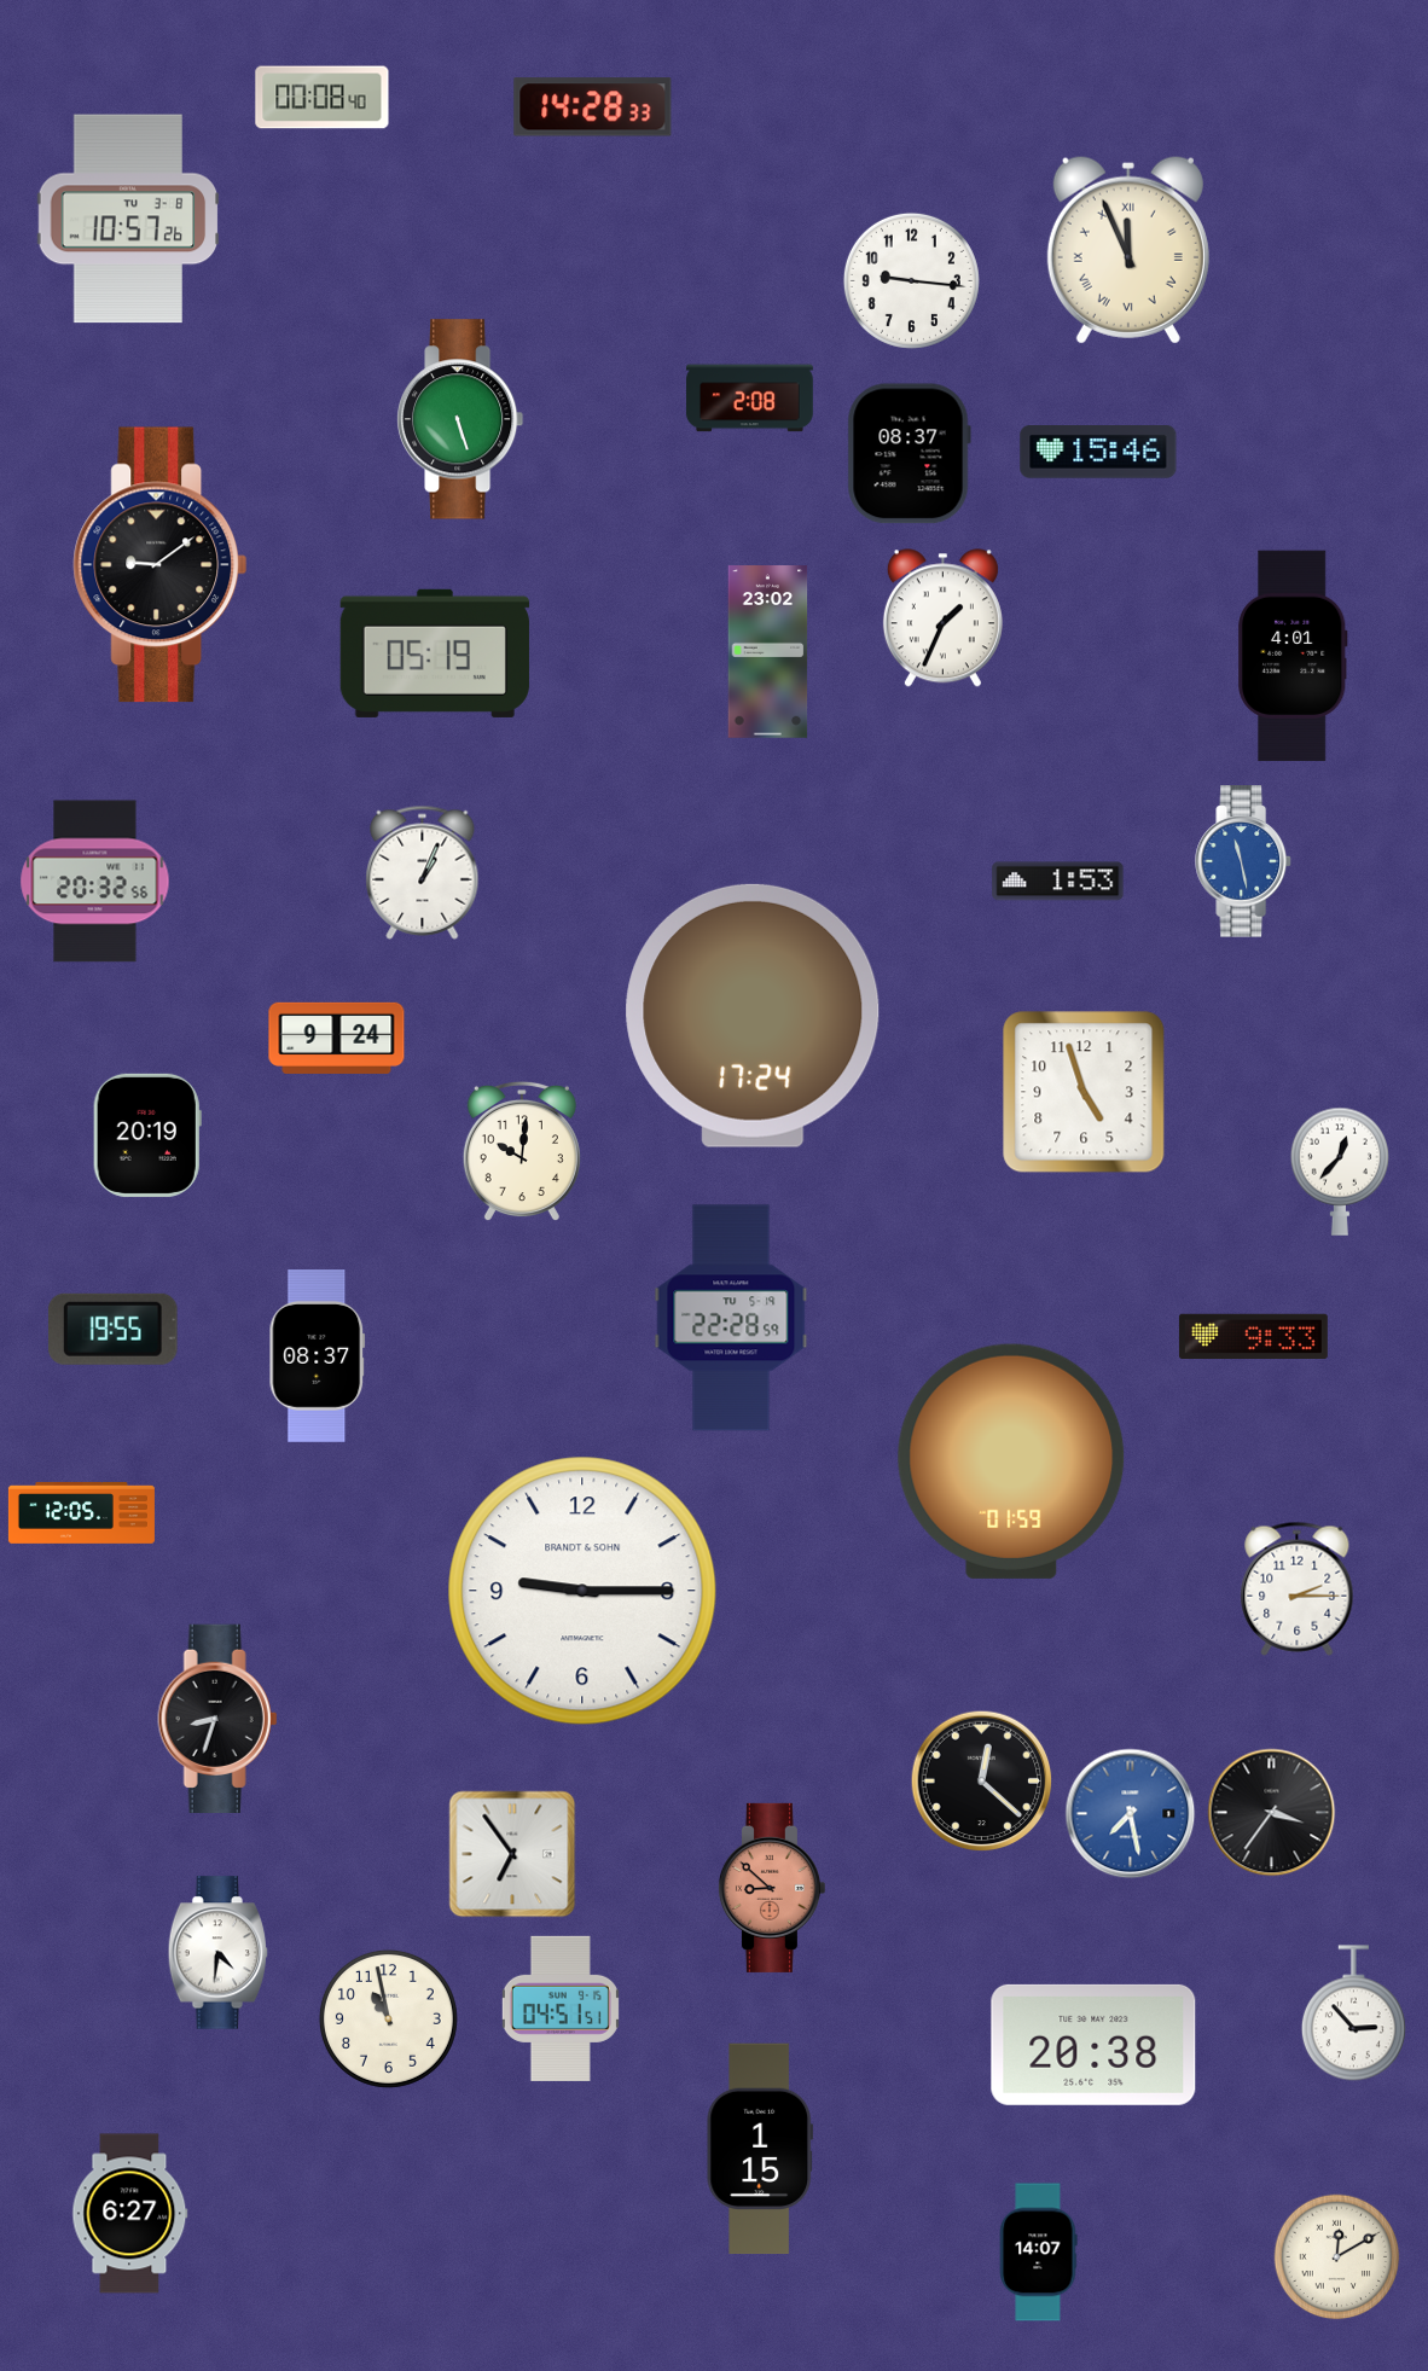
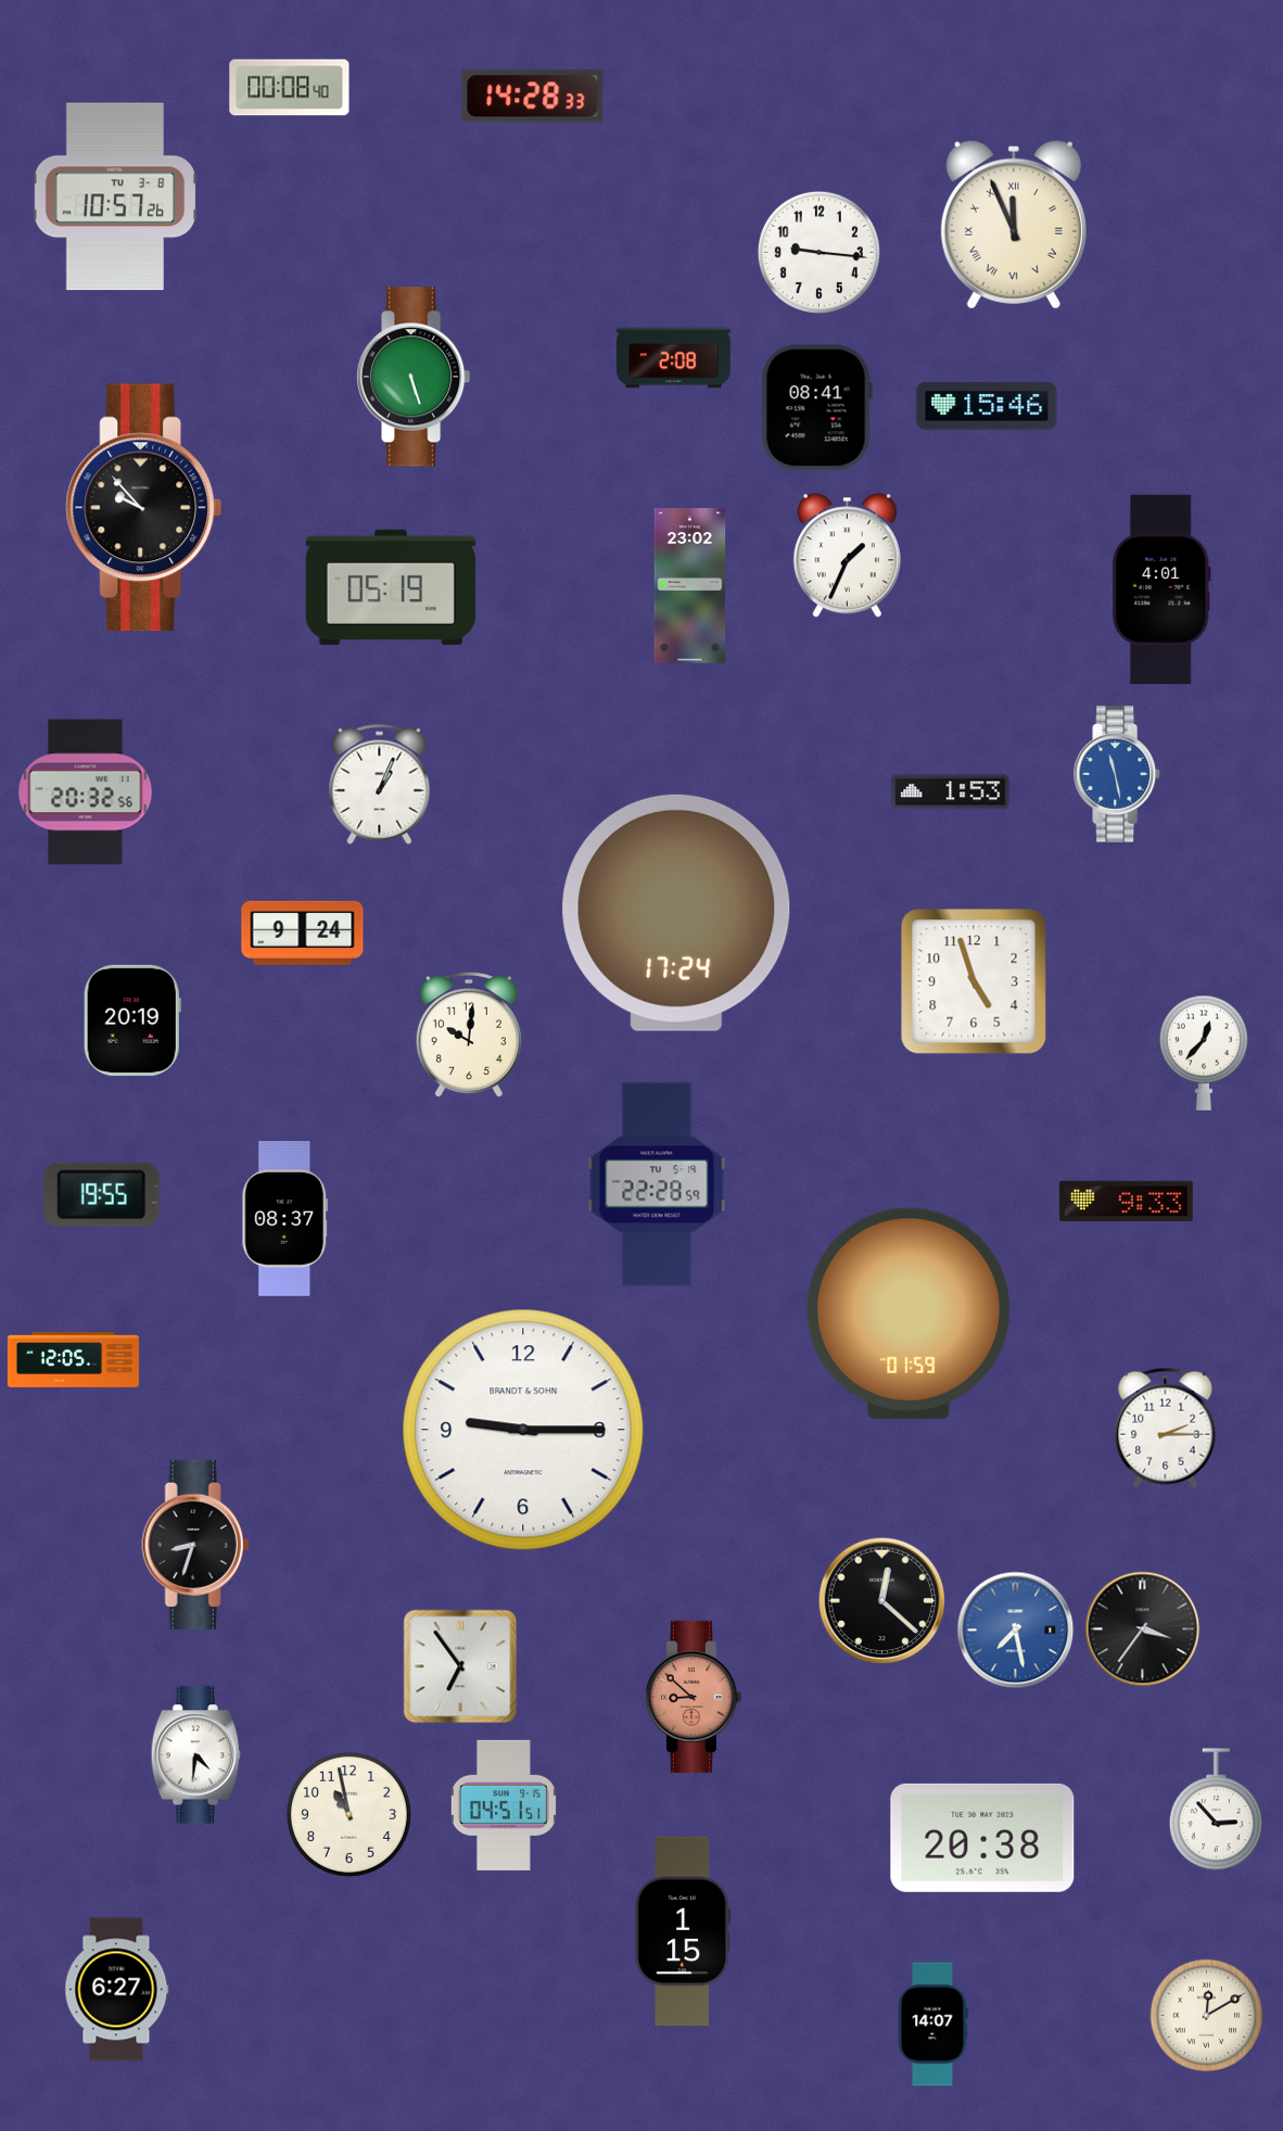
clock at (909, 454): 08:37 -> 08:41
clock at (161, 565): 9:09 -> 9:53
clock at (1337, 2257) position: (1337, 2257) -> (1207, 2016)
